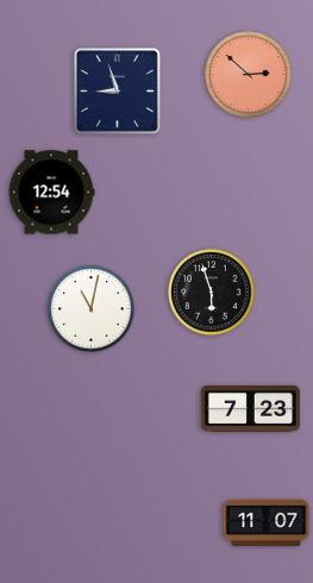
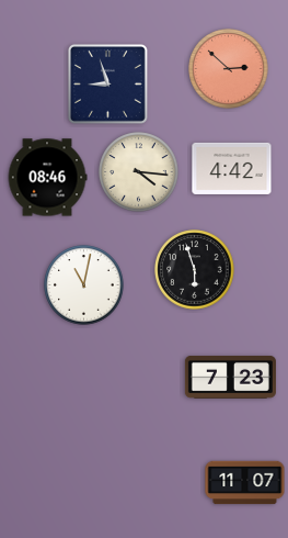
clock at (232, 168): none -> 4:42
clock at (139, 172): none -> 4:16
clock at (51, 193): 12:54 -> 08:46
